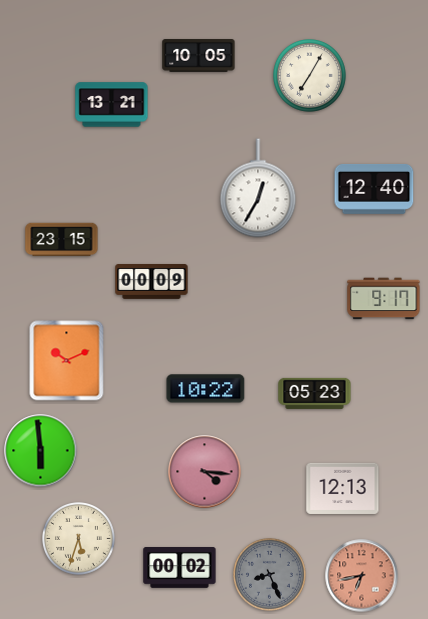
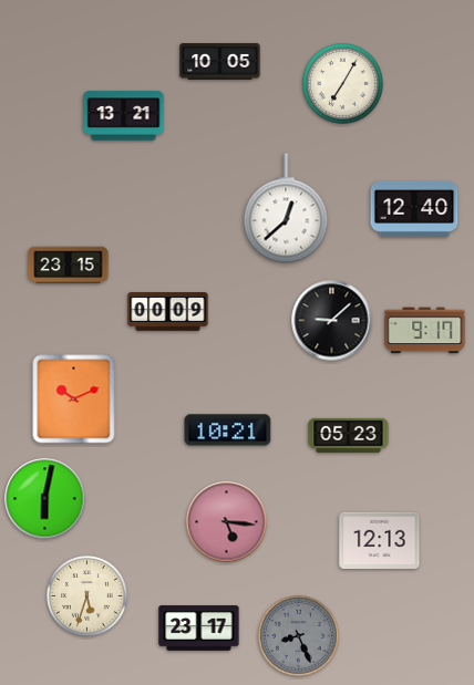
clock at (258, 188): 12:35 -> 12:38
clock at (332, 321): none -> 9:08
clock at (206, 389): 10:22 -> 10:21
clock at (41, 451): 5:59 -> 6:02
clock at (205, 472): 4:16 -> 5:16
clock at (180, 568): 00:02 -> 23:17
clock at (362, 576): 6:43 -> none
